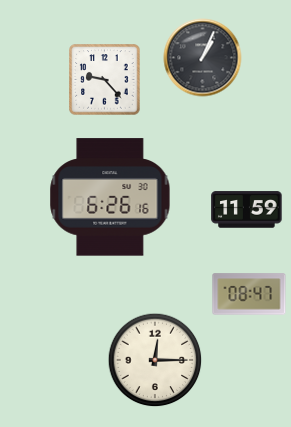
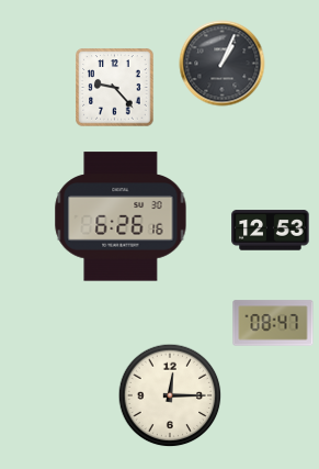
clock at (247, 210): 11:59 -> 12:53
